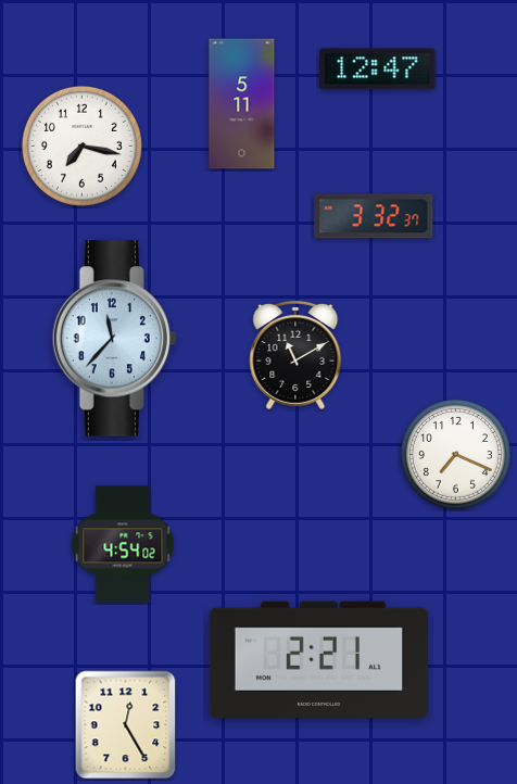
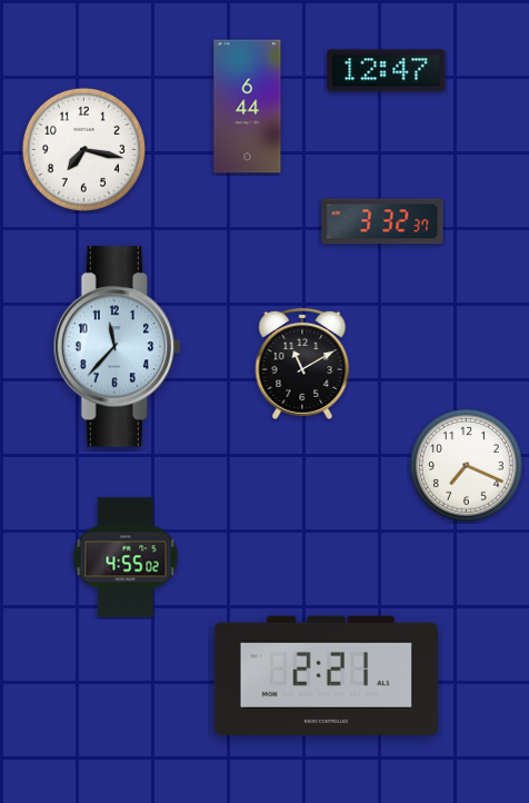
clock at (242, 104): 5:11 -> 6:44
clock at (123, 544): 4:54 -> 4:55
clock at (126, 725): 12:25 -> none
